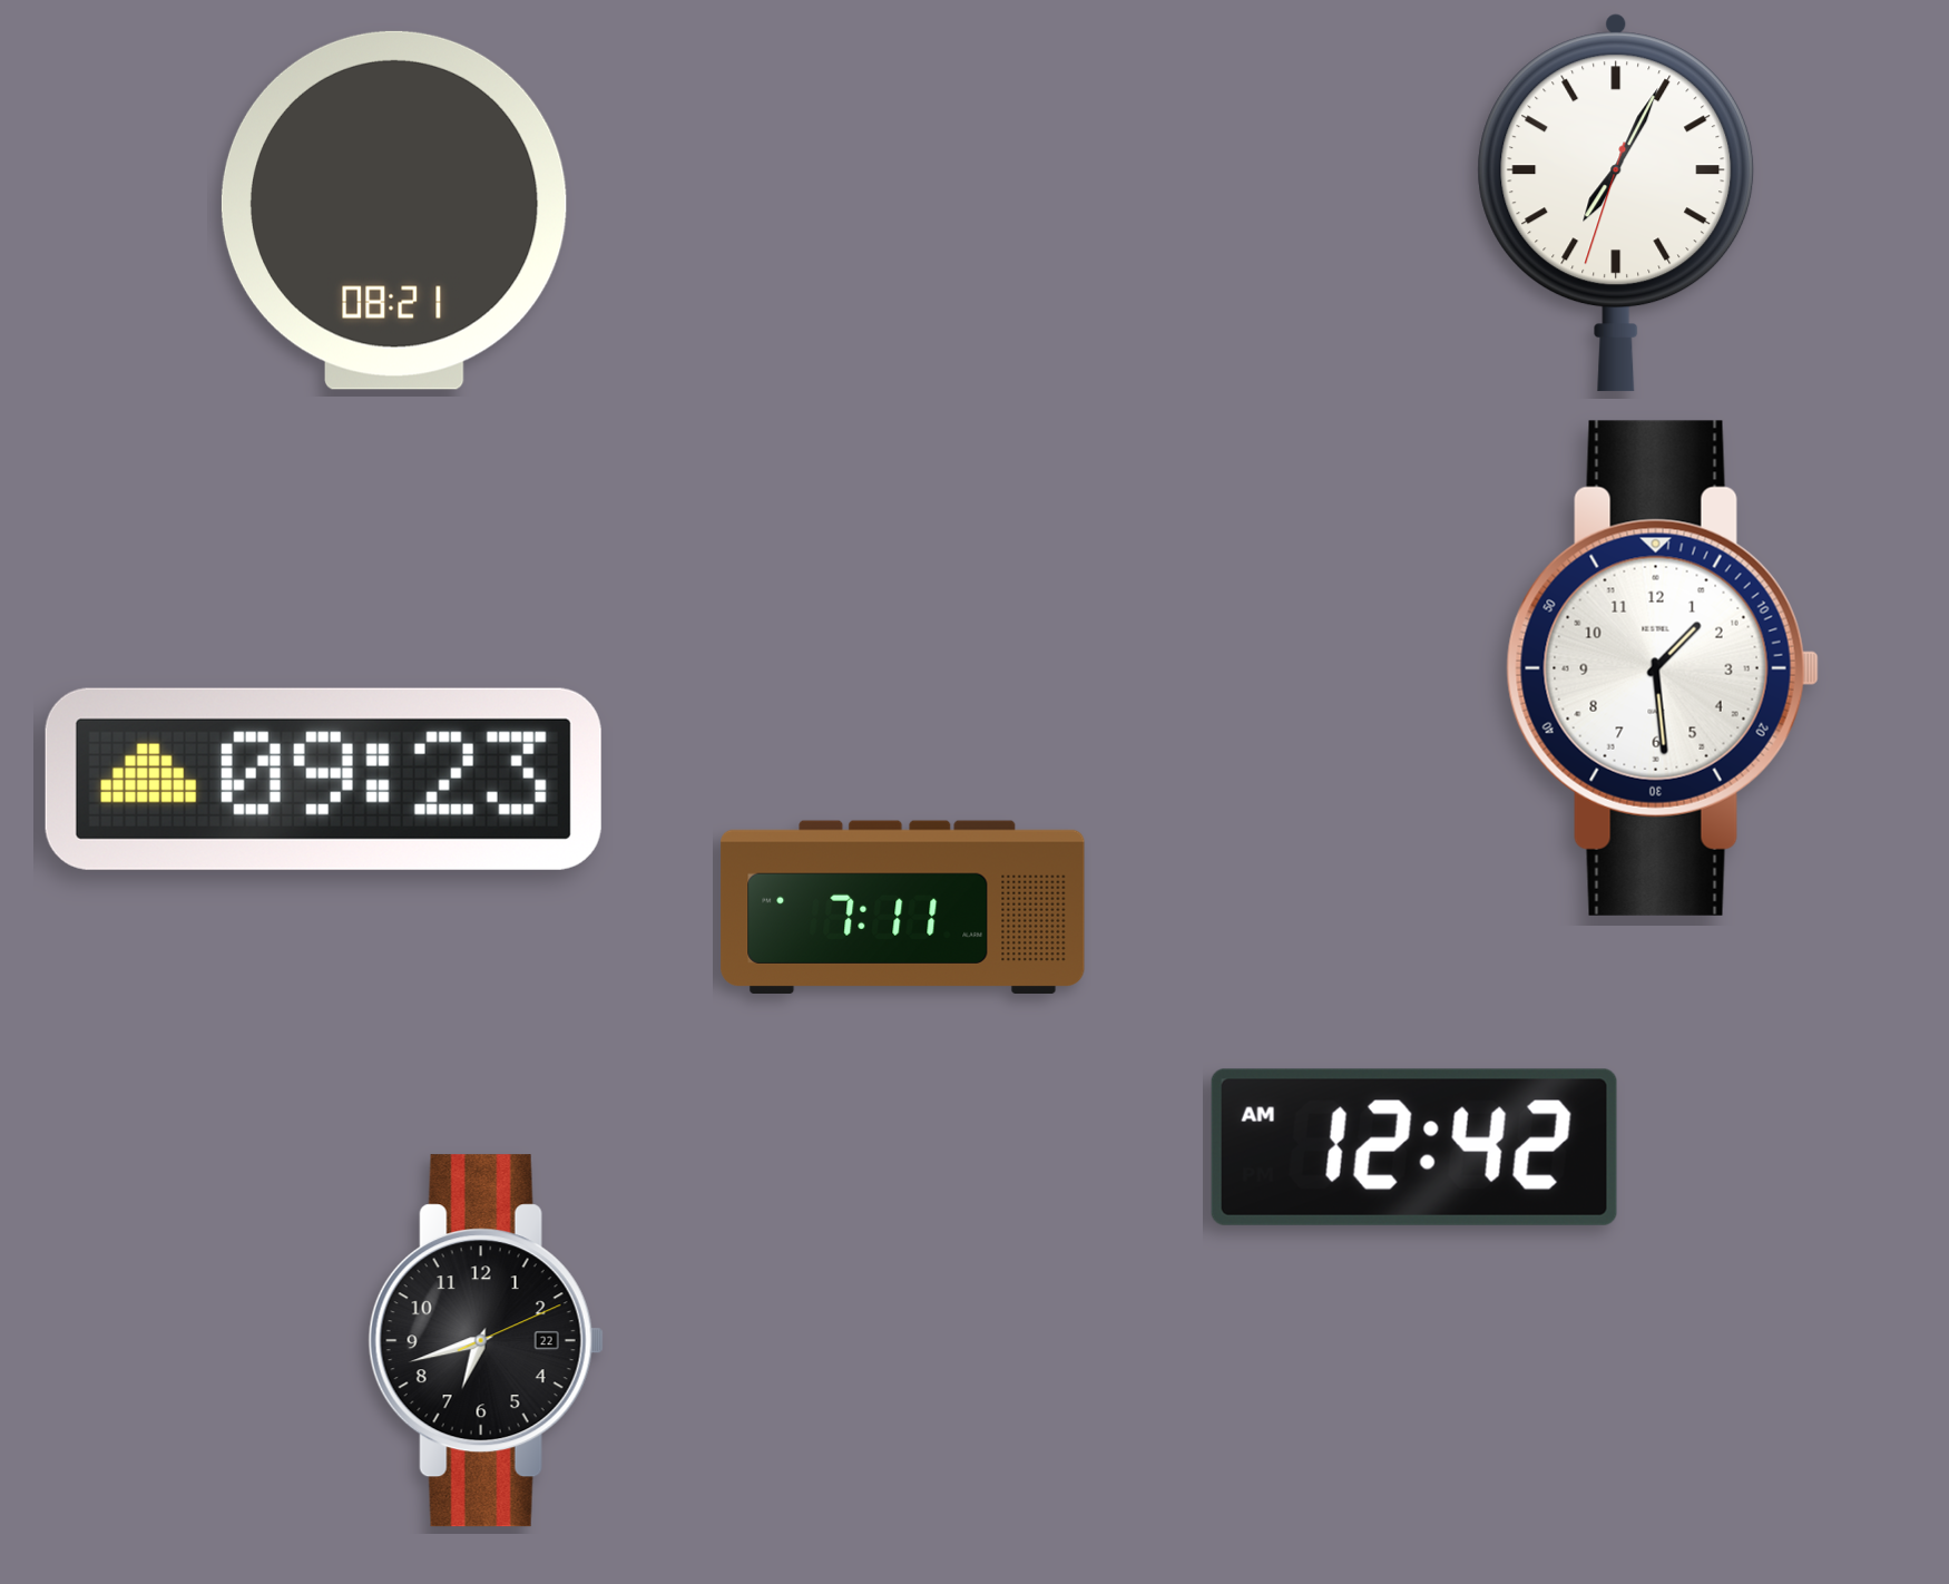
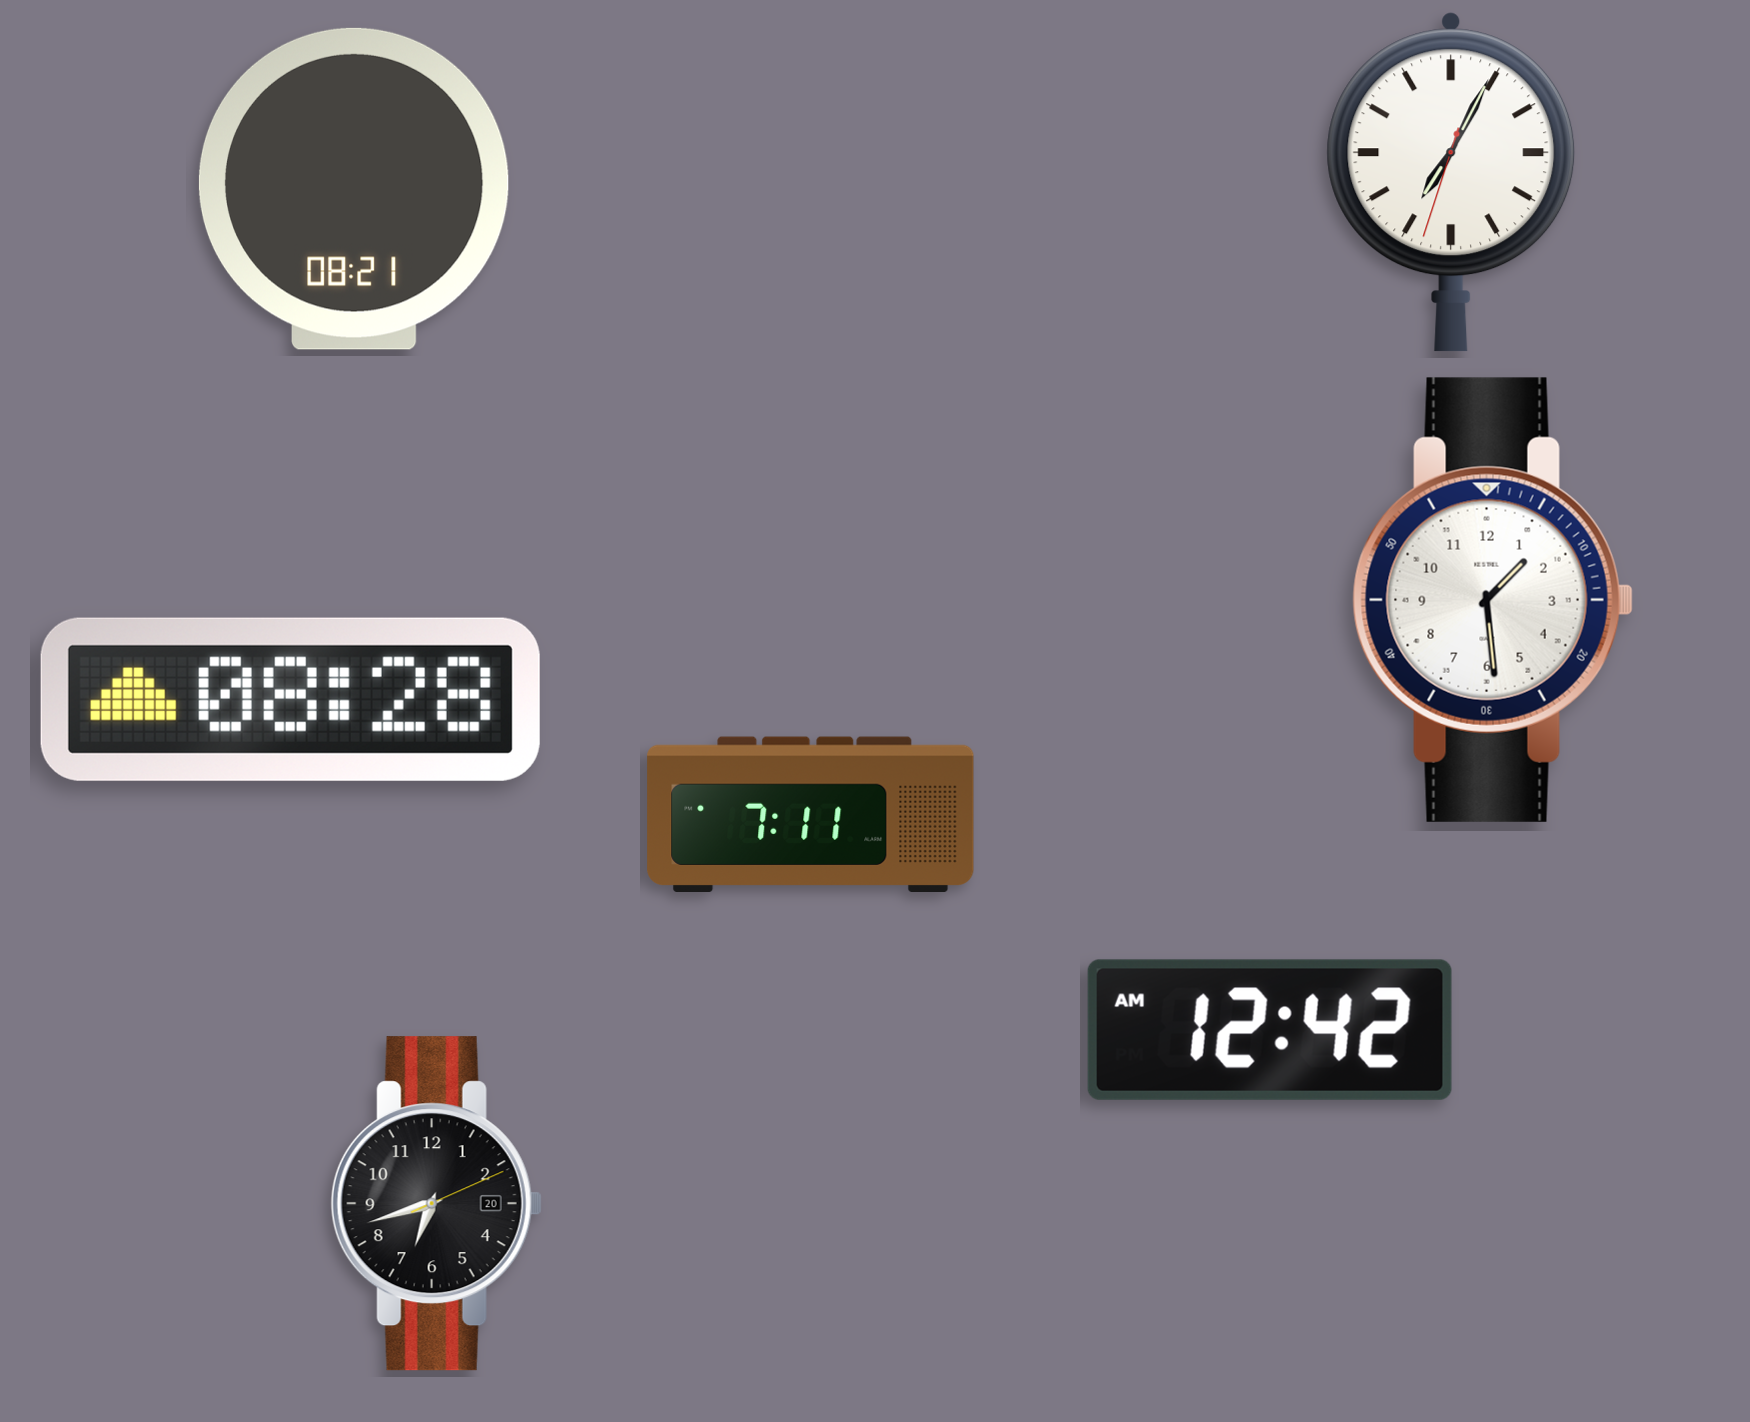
clock at (323, 779): 09:23 -> 08:28
clock at (486, 1341) date: 22 -> 20
